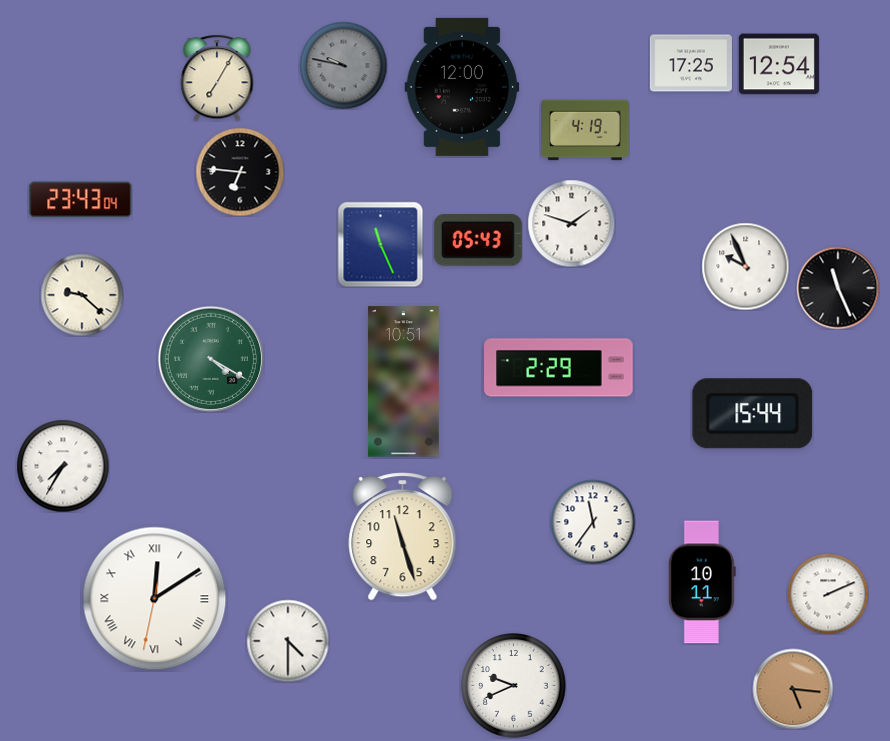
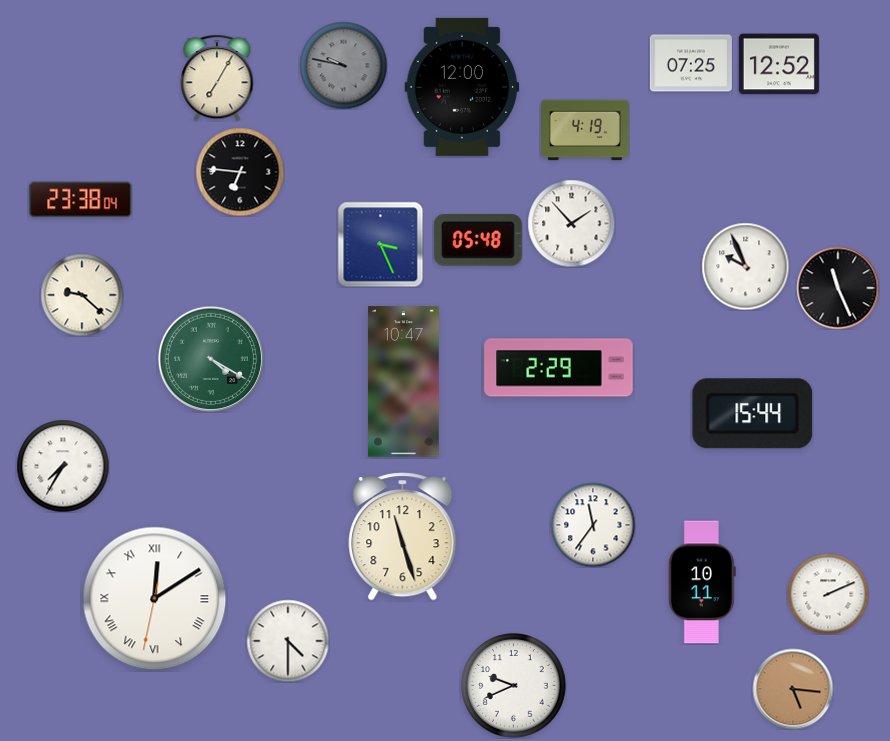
clock at (691, 63): 17:25 -> 07:25
clock at (779, 64): 12:54 -> 12:52
clock at (81, 200): 23:43 -> 23:38
clock at (571, 223): 1:48 -> 1:53
clock at (478, 240): 05:43 -> 05:48
clock at (380, 244): 11:26 -> 3:26
clock at (404, 382): 10:51 -> 10:47
clock at (593, 522) position: (593, 522) -> (593, 525)
